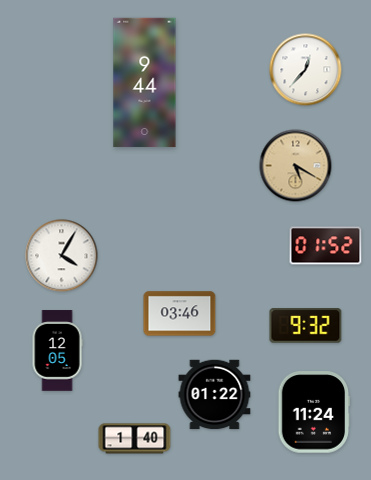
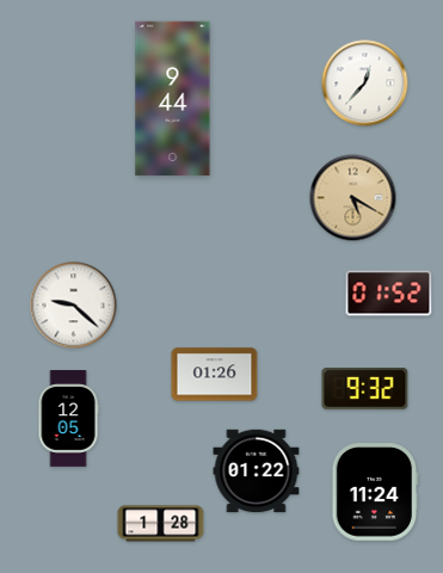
clock at (62, 256): 4:05 -> 9:22
clock at (180, 314): 03:46 -> 01:26
clock at (135, 439): 1:40 -> 1:28
